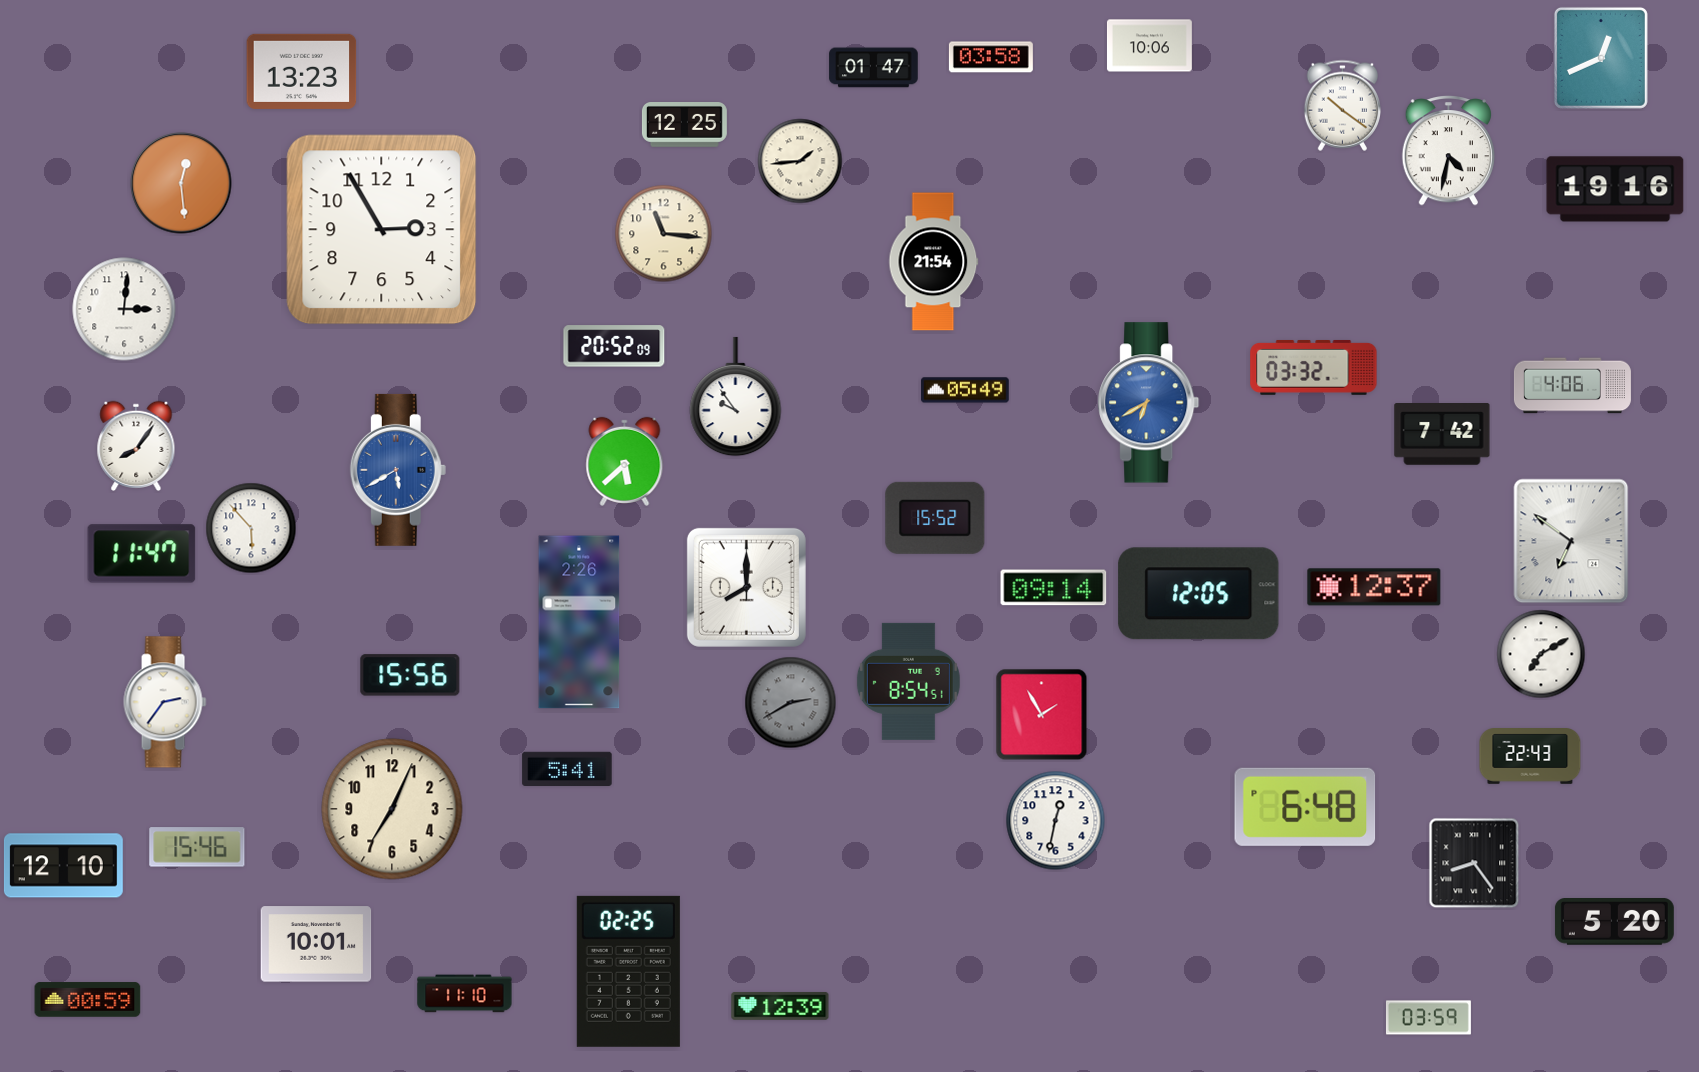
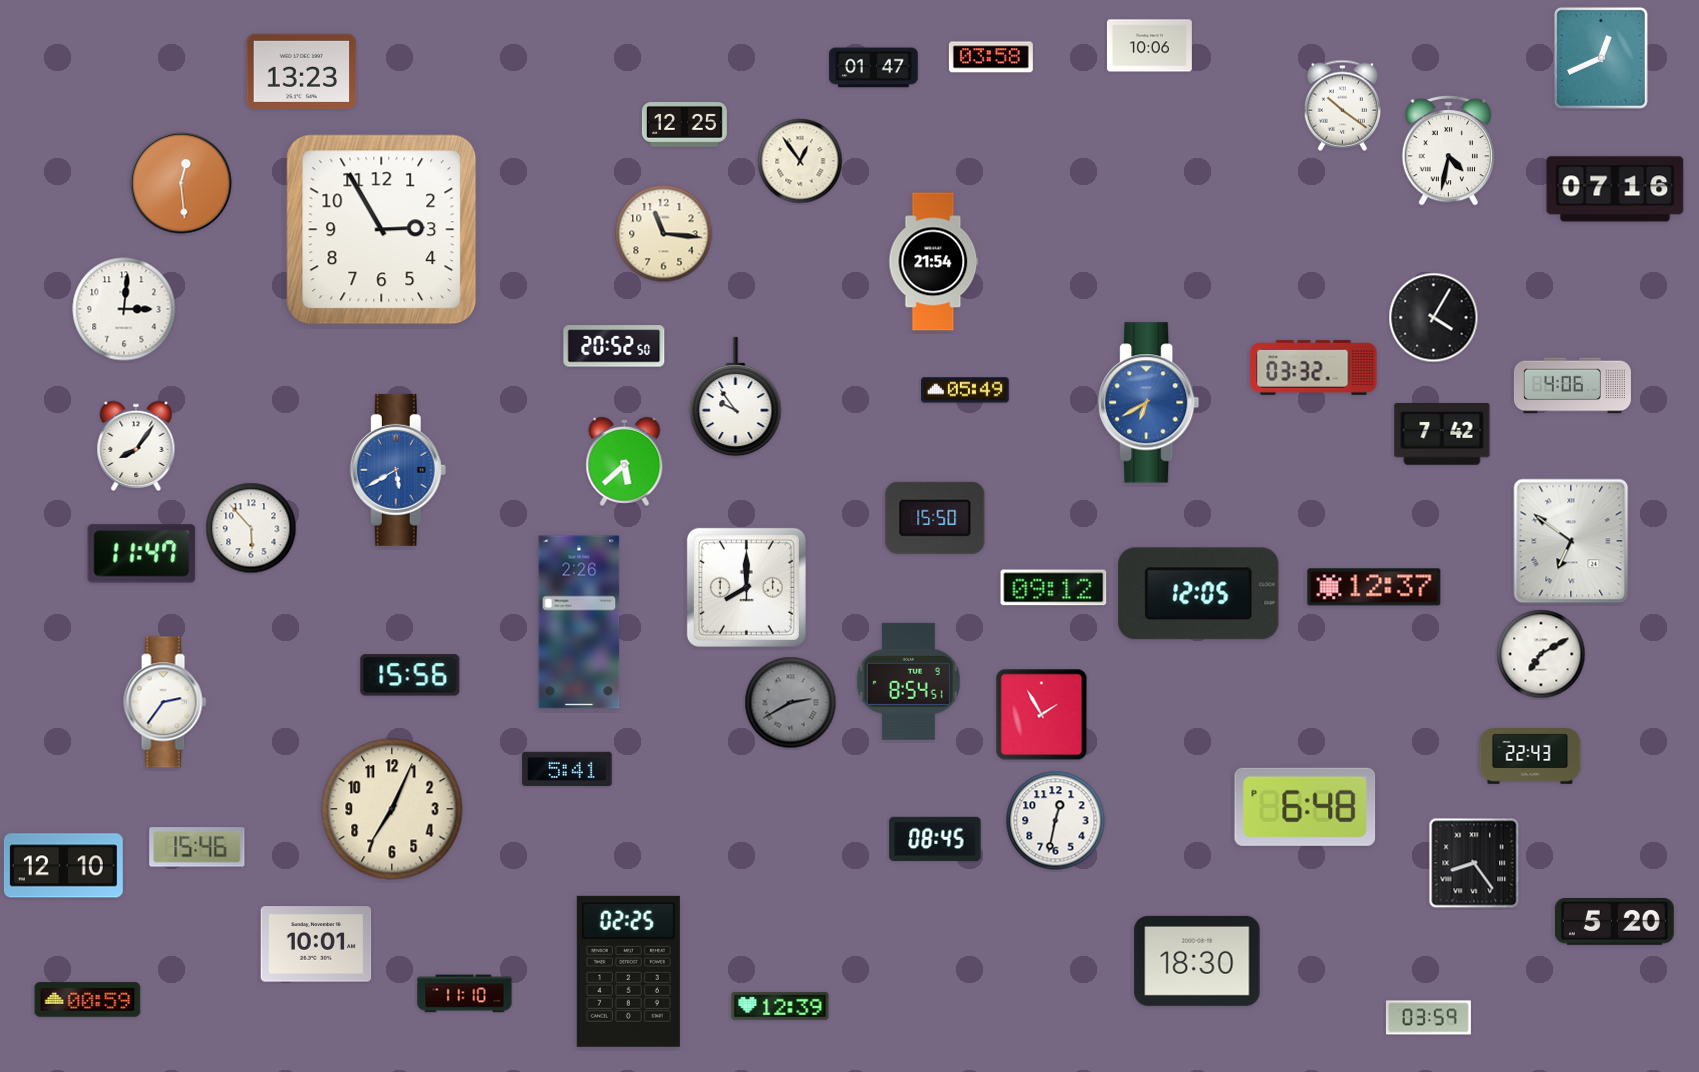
clock at (800, 161): 1:44 -> 12:54
clock at (1615, 189): 19:16 -> 07:16
clock at (1434, 318): none -> 4:05
clock at (614, 346): 20:52:09 -> 20:52:50
clock at (935, 518): 15:52 -> 15:50
clock at (1054, 588): 09:14 -> 09:12
clock at (935, 839): none -> 08:45
clock at (1197, 961): none -> 18:30
